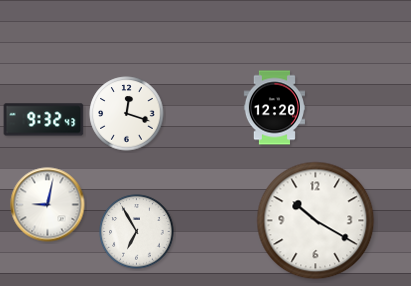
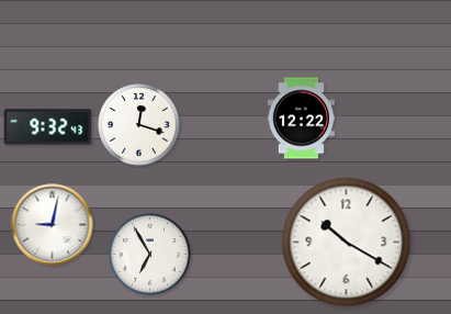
clock at (274, 108): 12:20 -> 12:22
clock at (44, 120) position: (44, 120) -> (48, 127)
